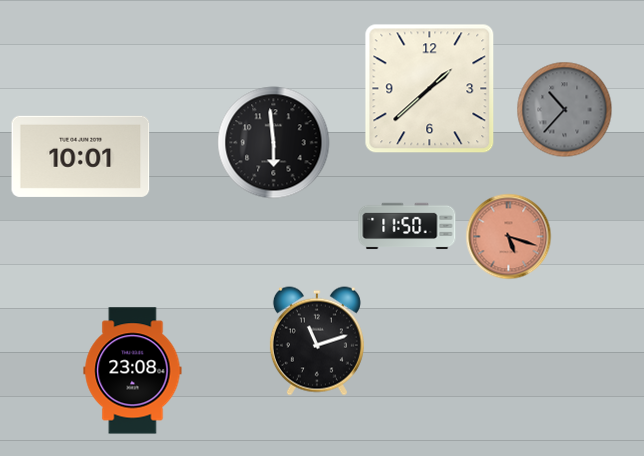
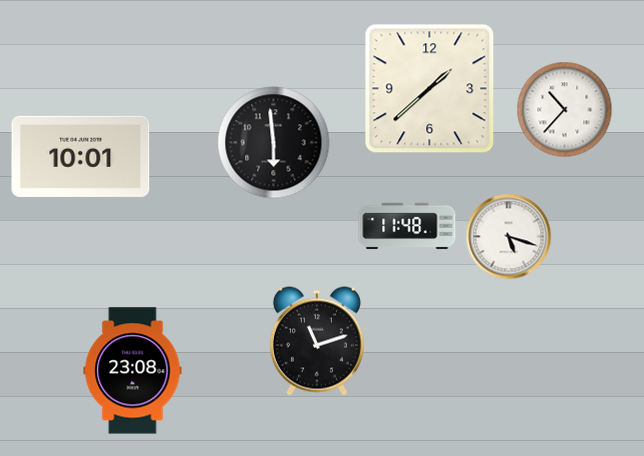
clock at (565, 110) dial: grey -> white
clock at (407, 226): 11:50 -> 11:48
clock at (509, 237) dial: salmon -> white
